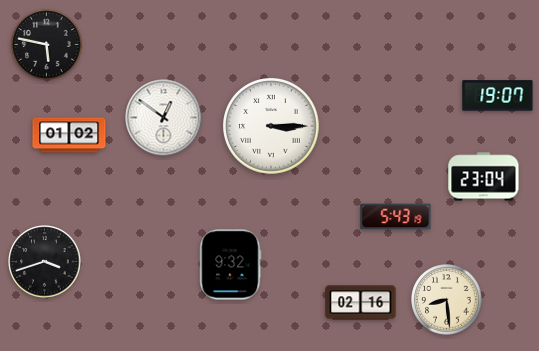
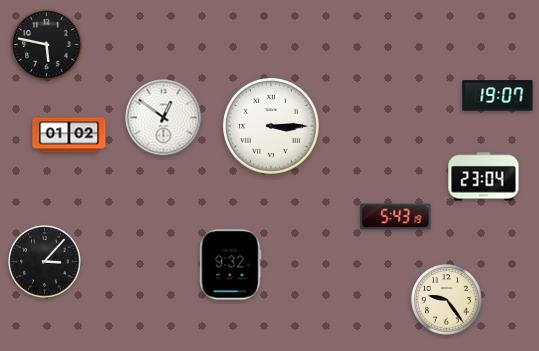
clock at (45, 262): 3:42 -> 3:07
clock at (447, 300): 8:29 -> 9:24
clock at (361, 303): 02:16 -> none
